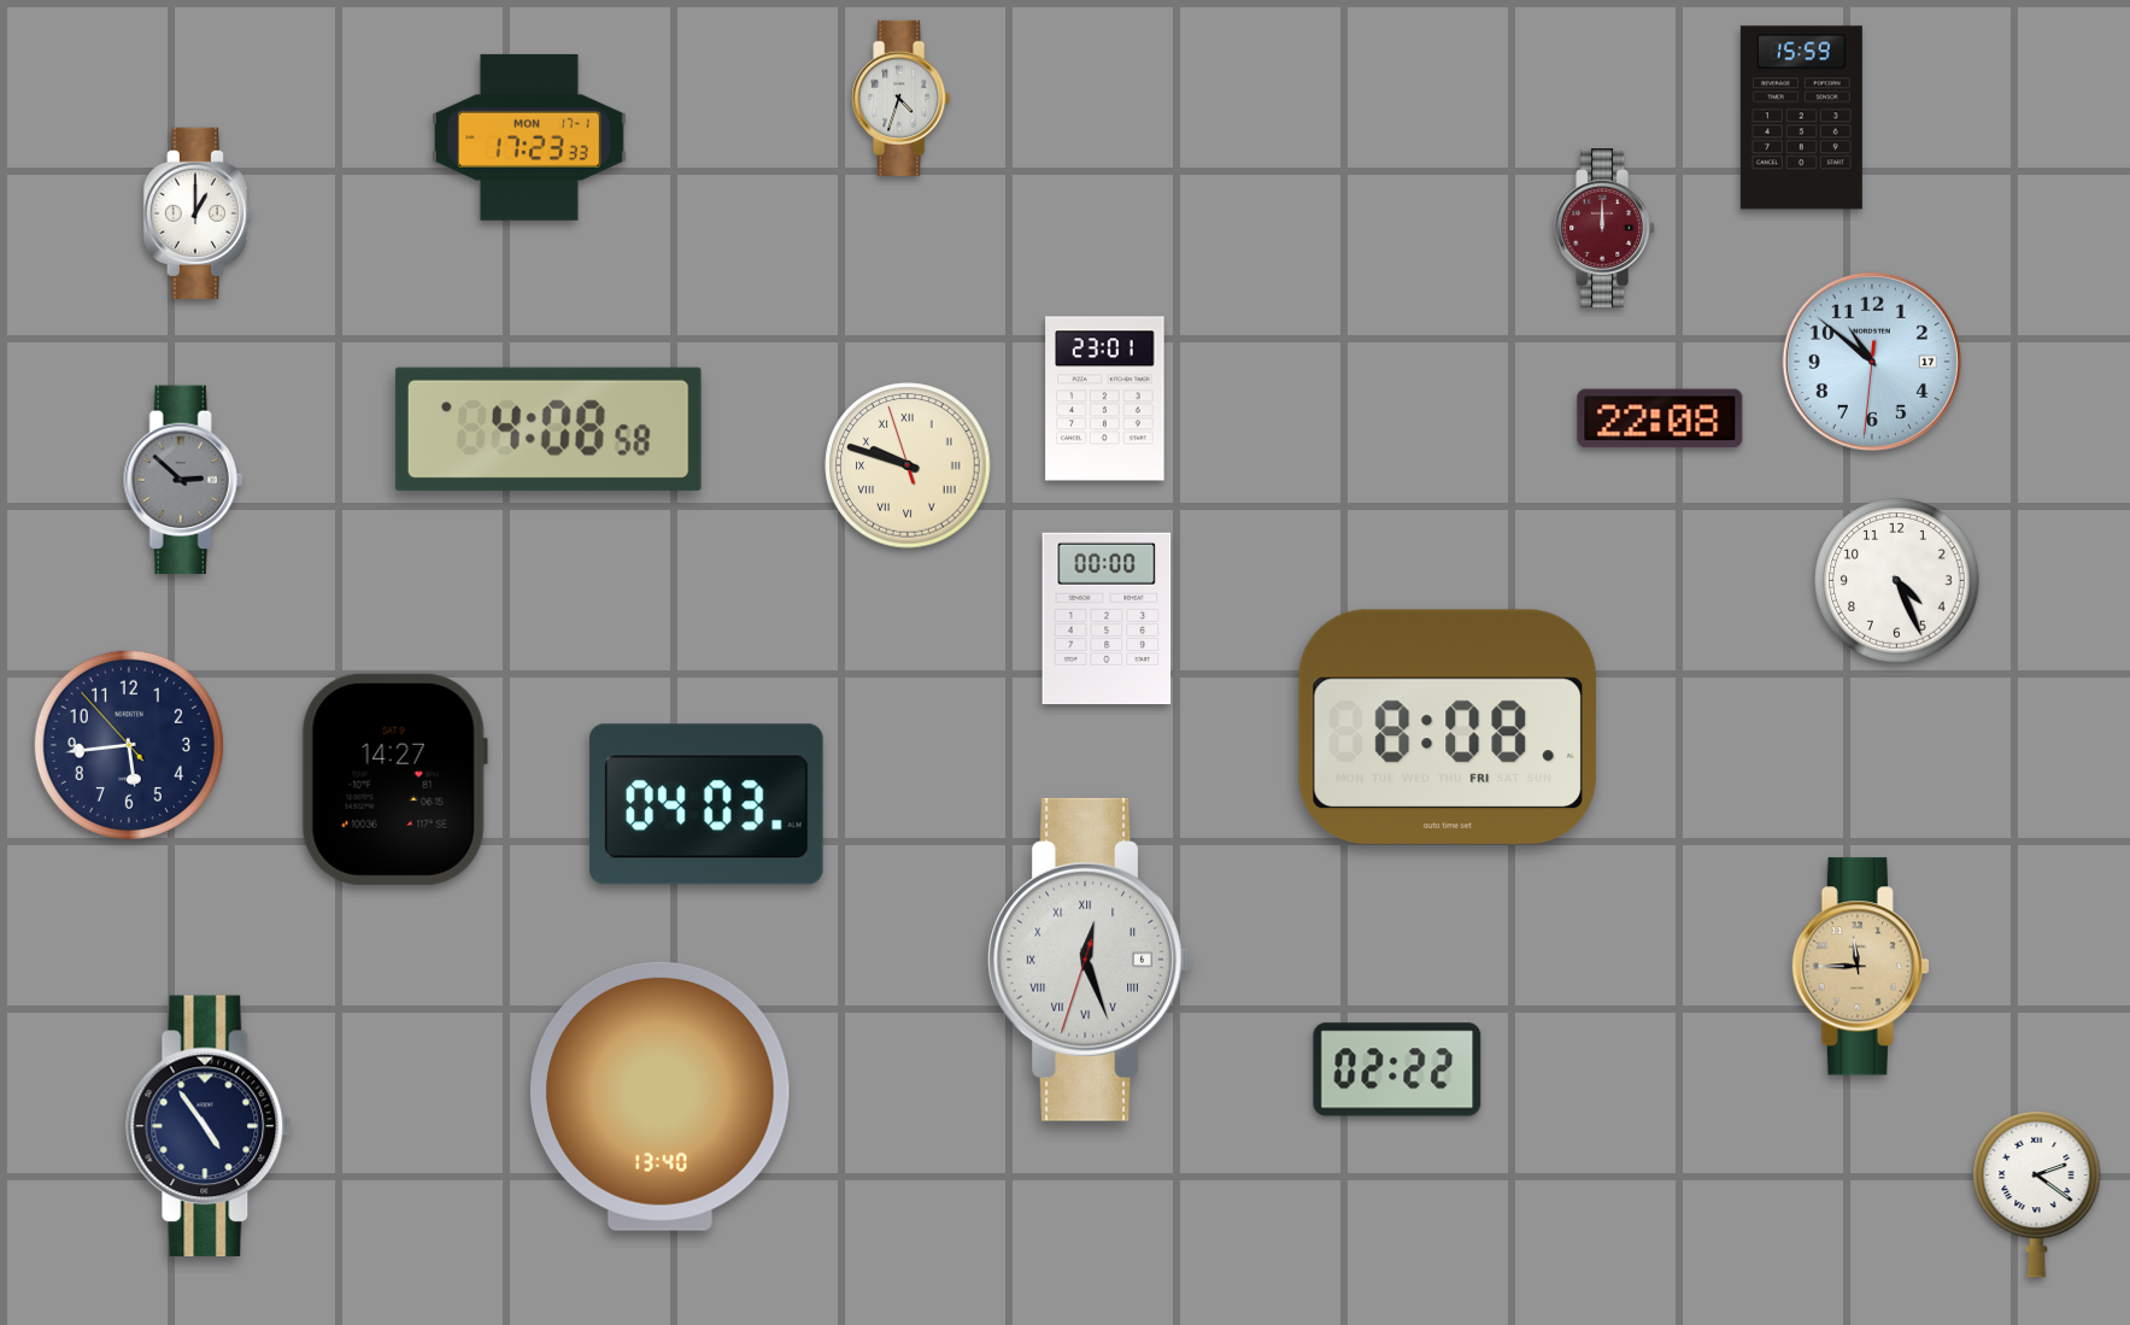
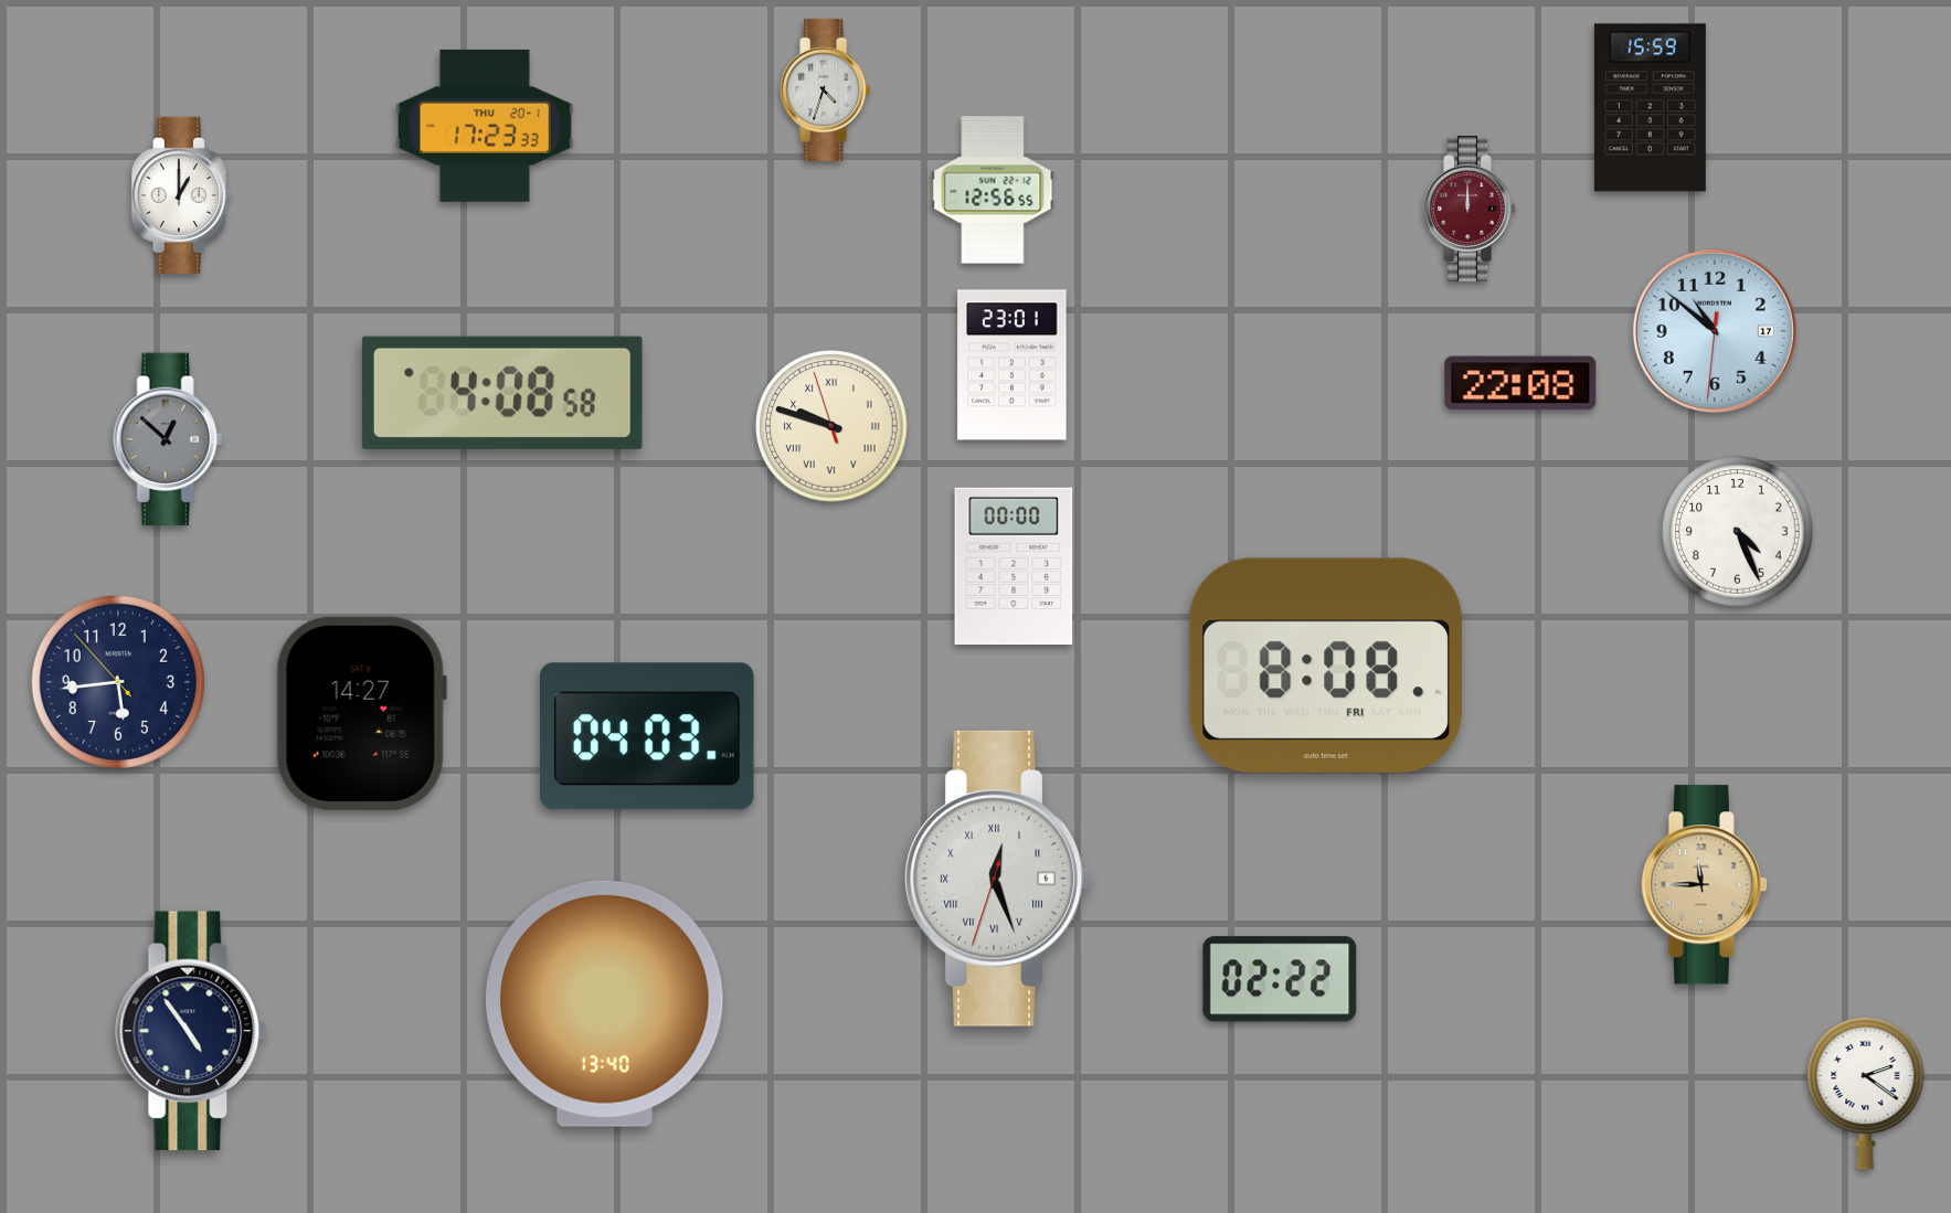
clock at (529, 137) date: MON 17-1 -> THU 20-1
clock at (993, 190): none -> 12:56
clock at (183, 480): 2:52 -> 12:52
